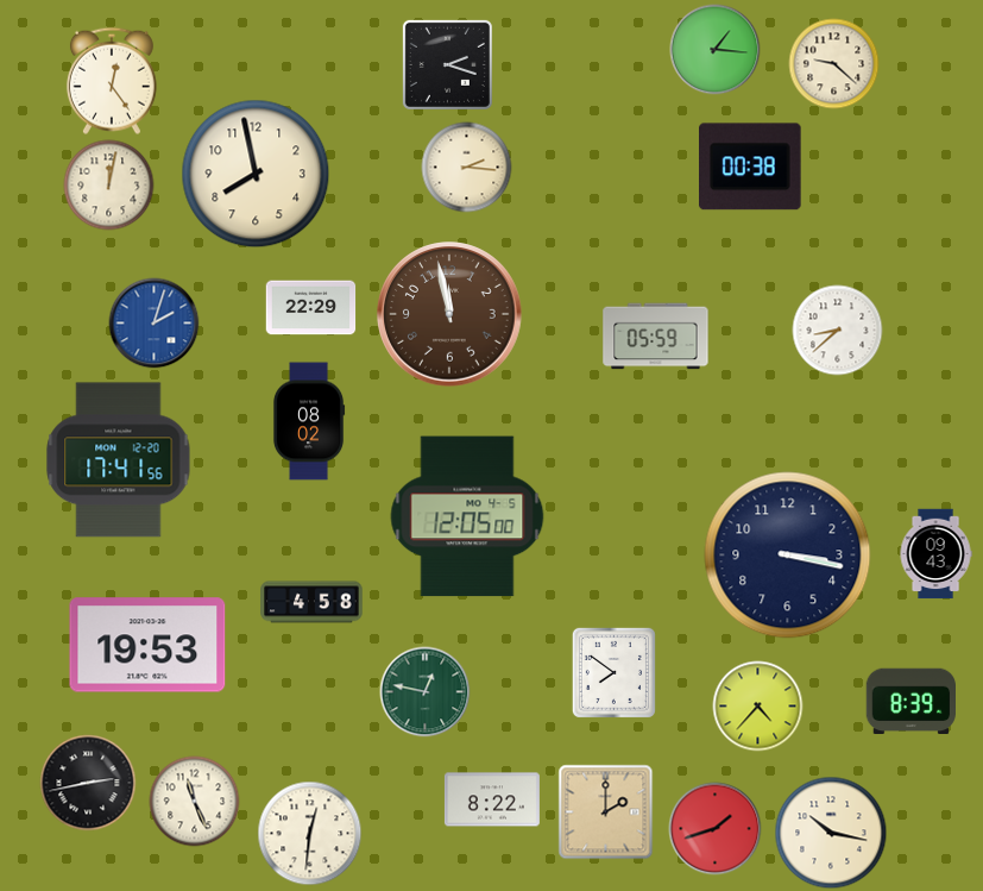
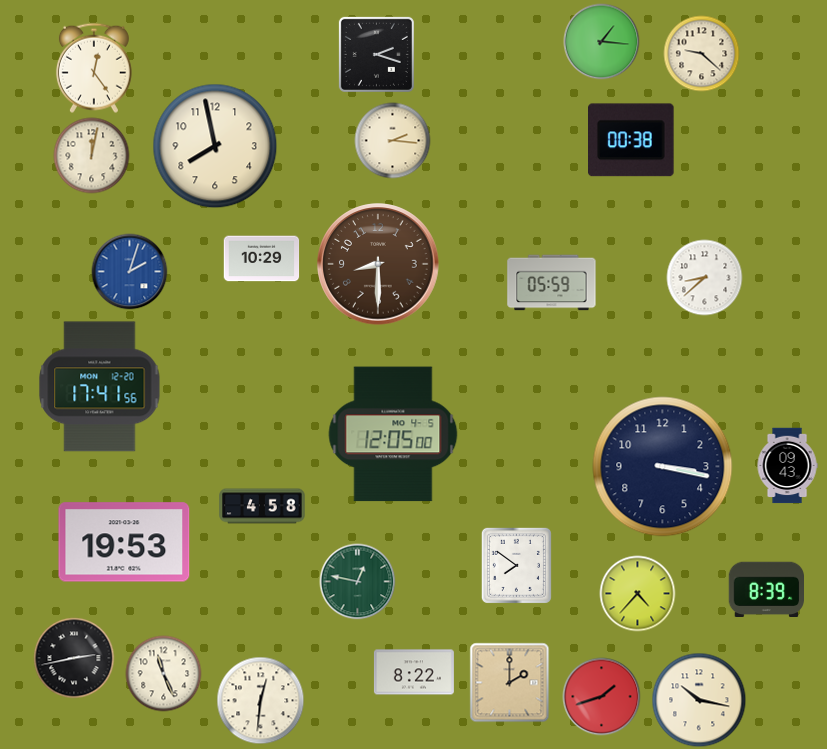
clock at (311, 308): 22:29 -> 10:29
clock at (449, 314): 11:58 -> 8:30
clock at (309, 421): 08:02 -> none
